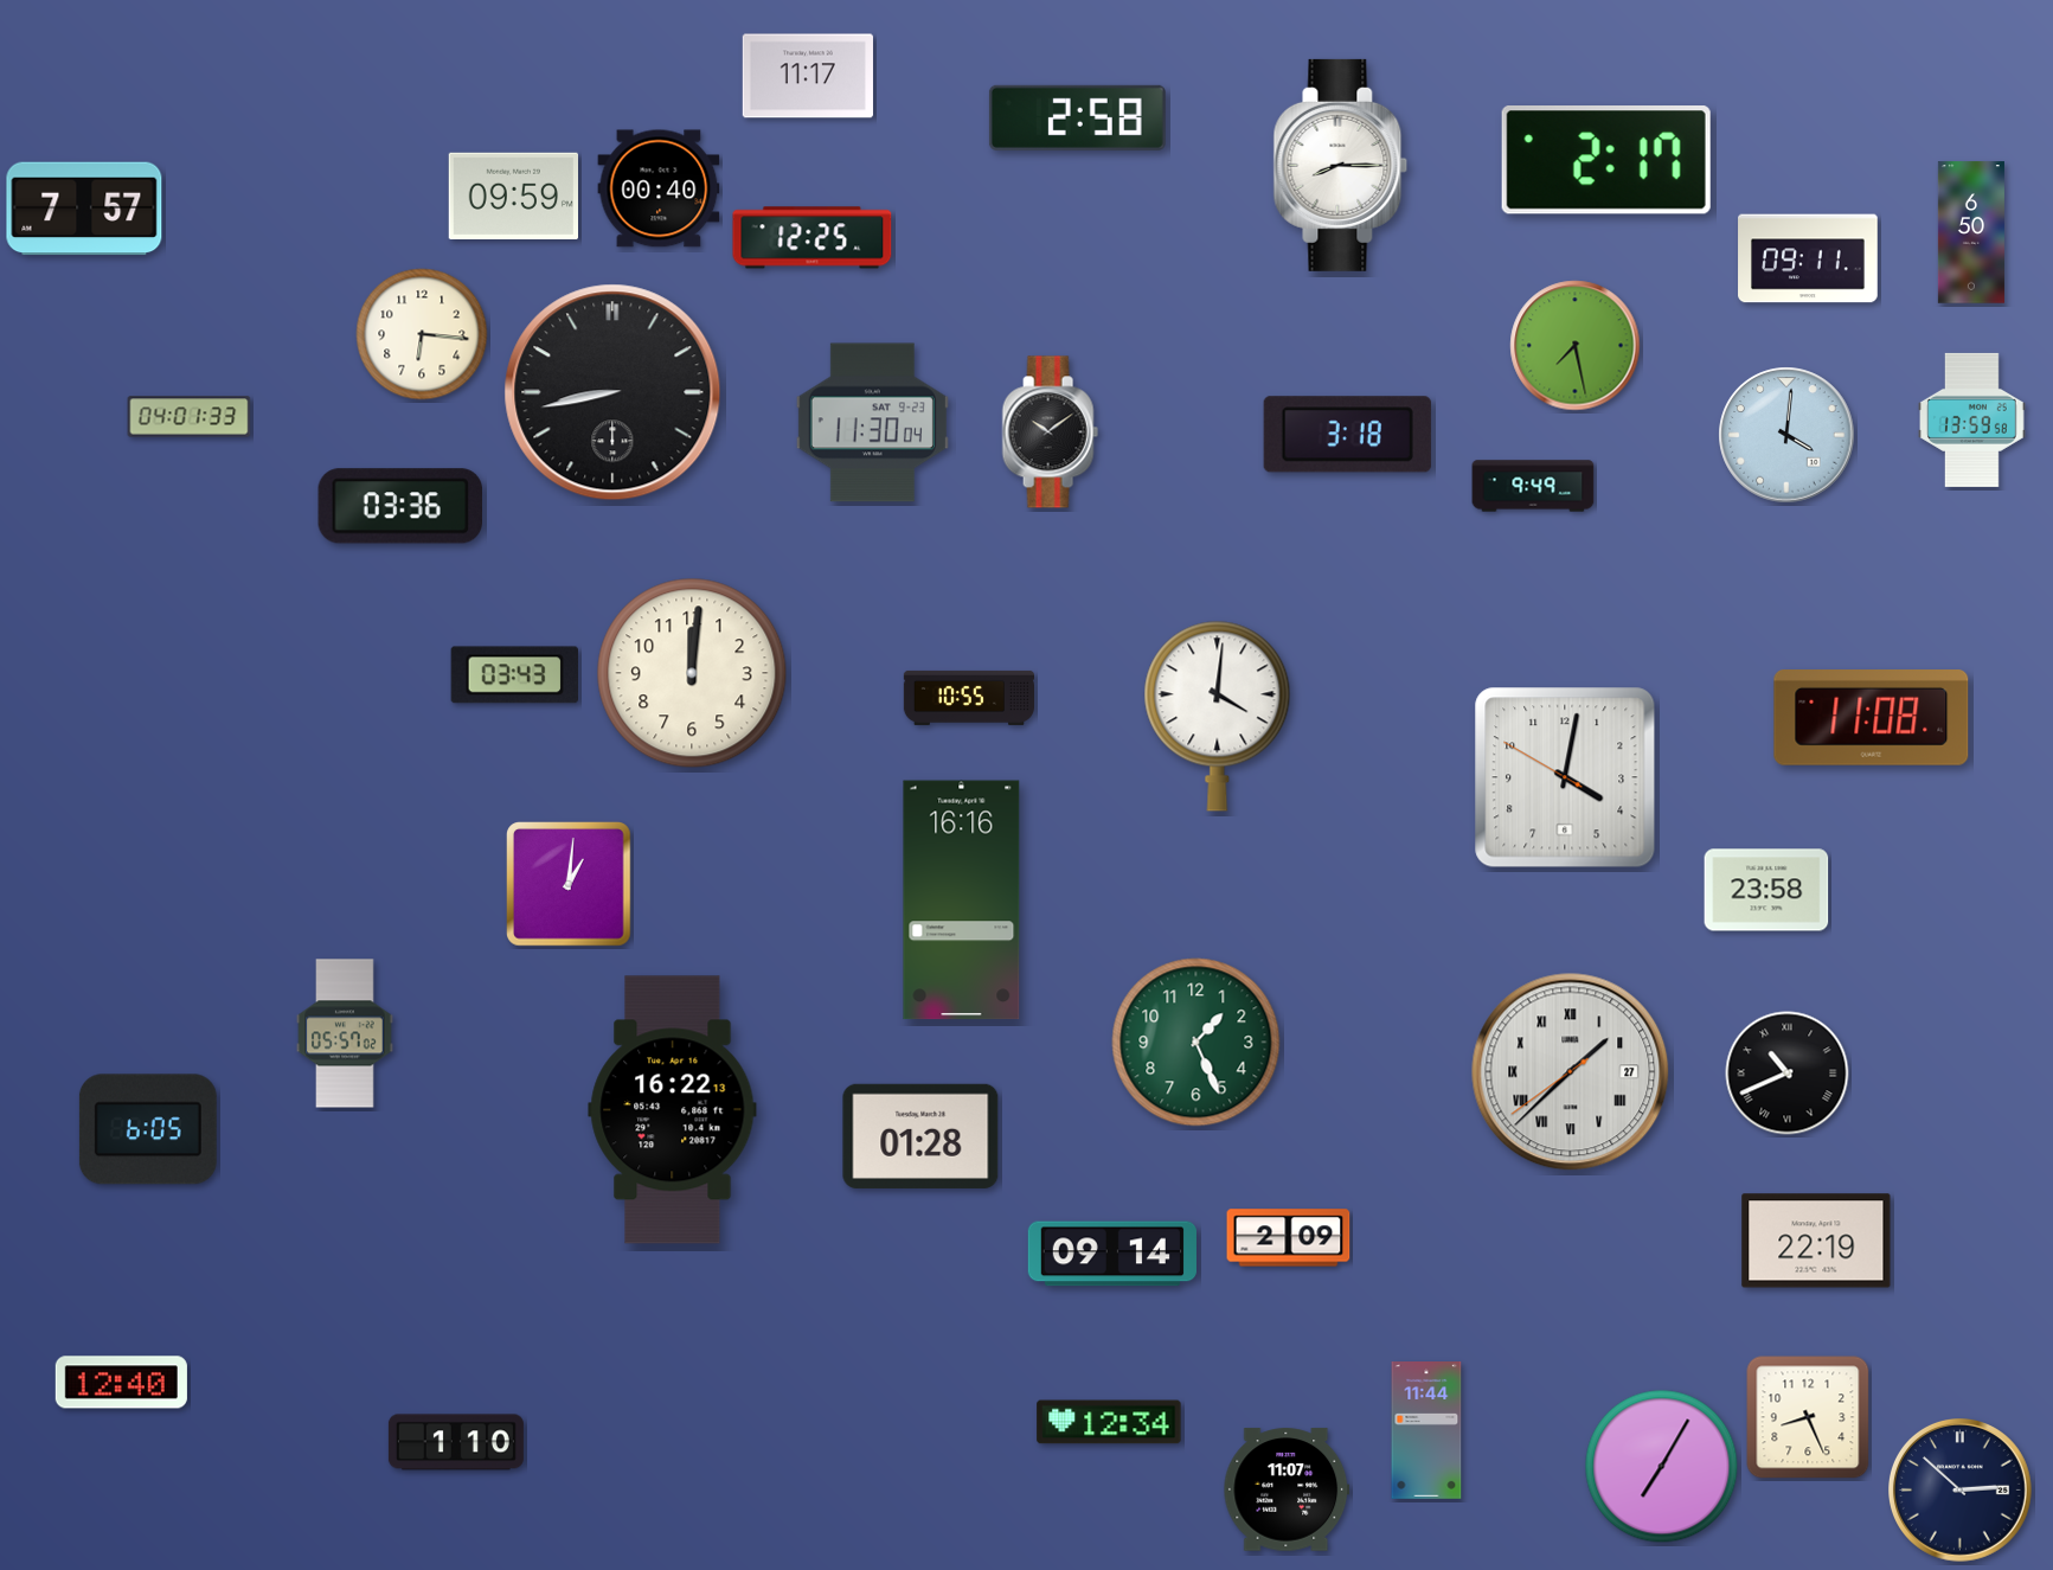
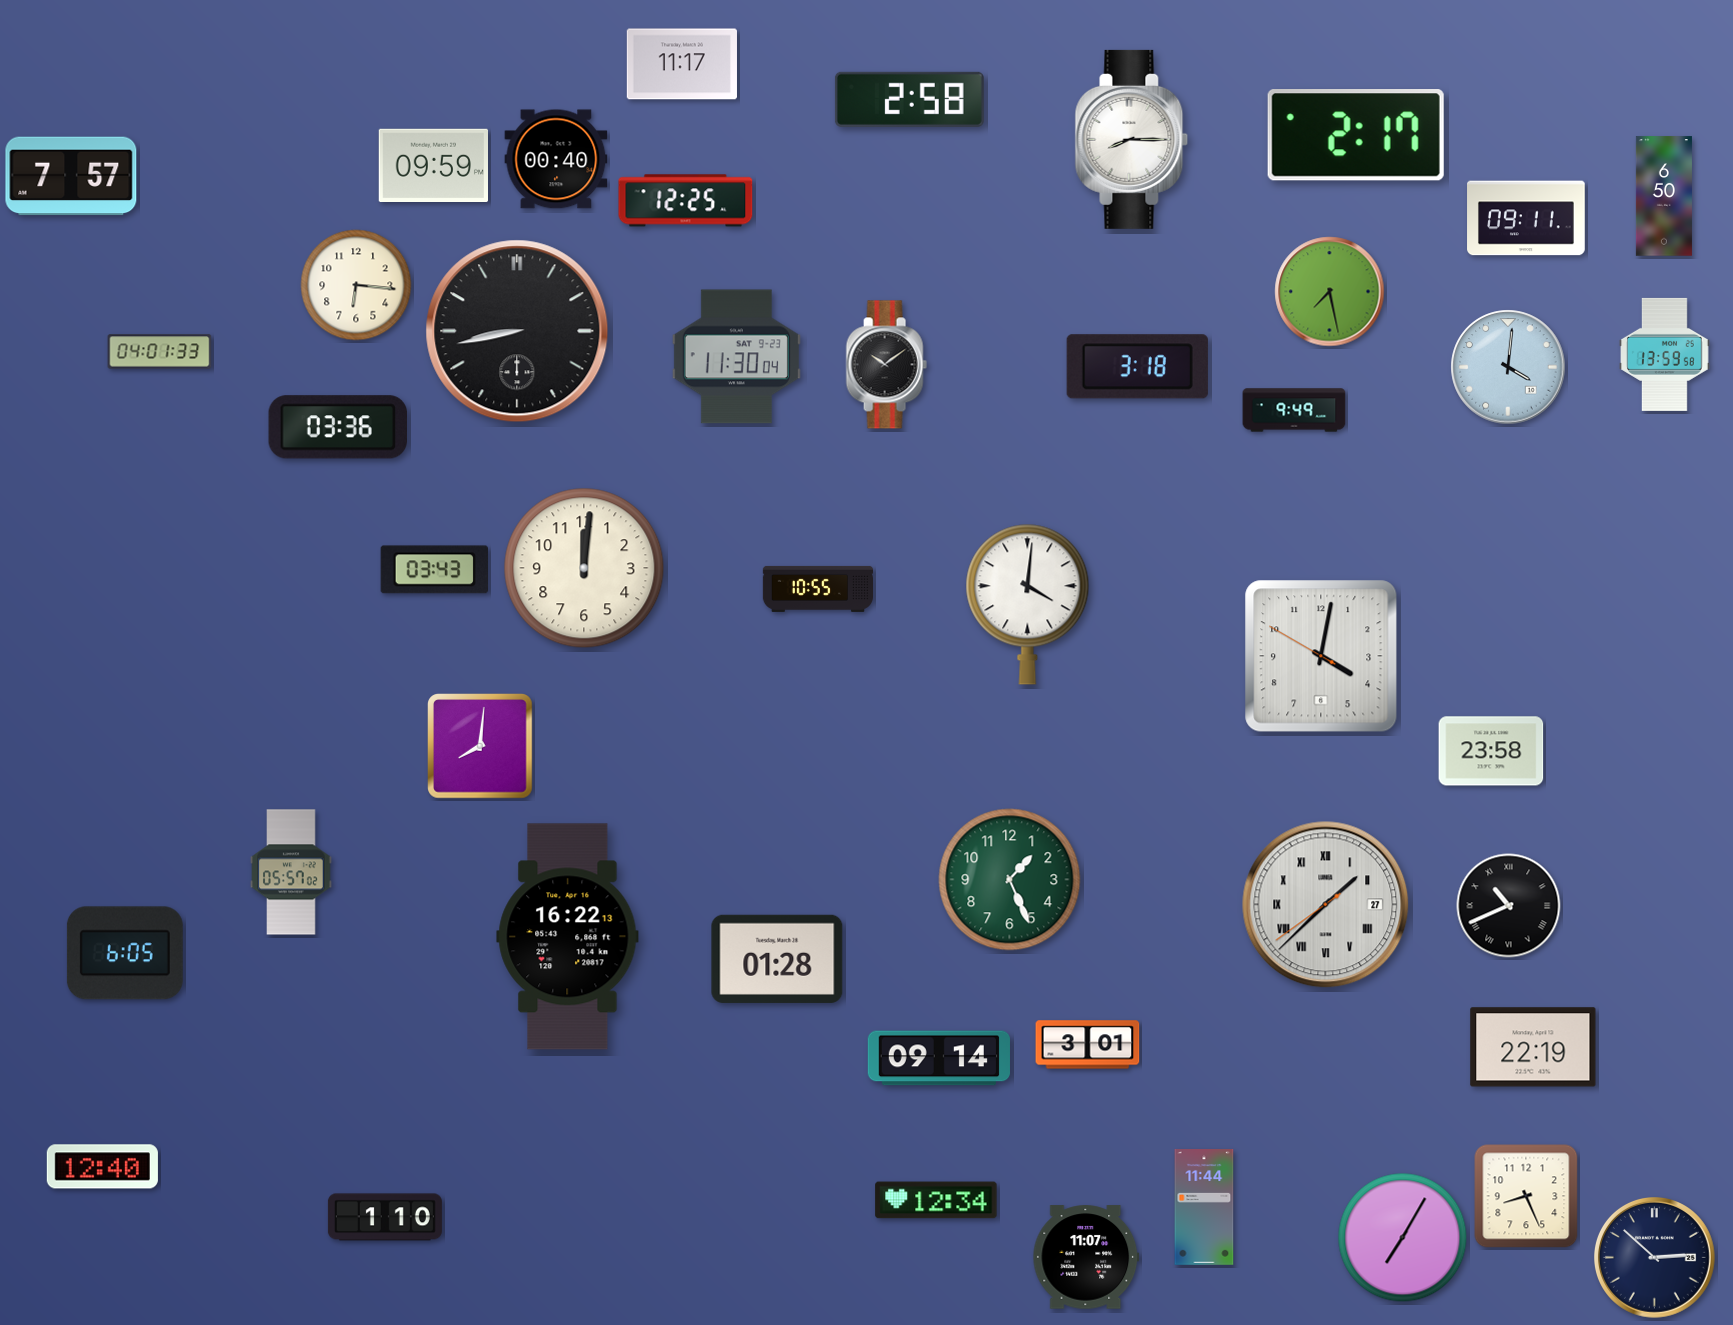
clock at (422, 334) position: (422, 334) -> (356, 285)
clock at (1872, 718): 11:08 -> none
clock at (569, 884): 1:01 -> 8:01
clock at (962, 901): 16:16 -> none
clock at (1289, 1238): 2:09 -> 3:01
